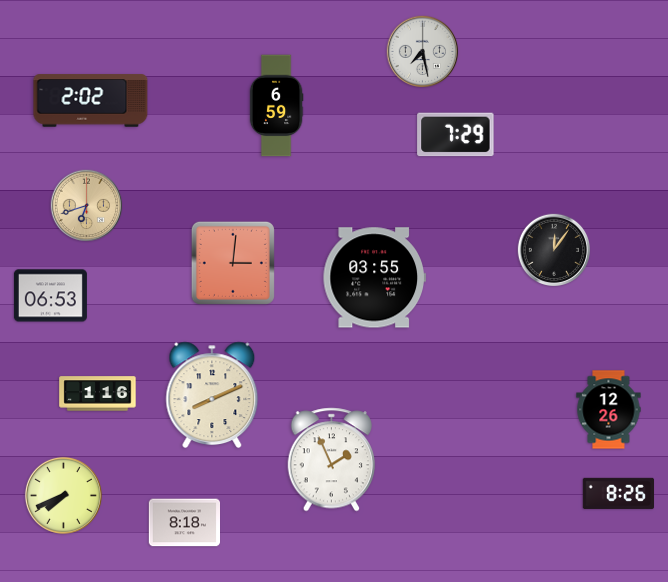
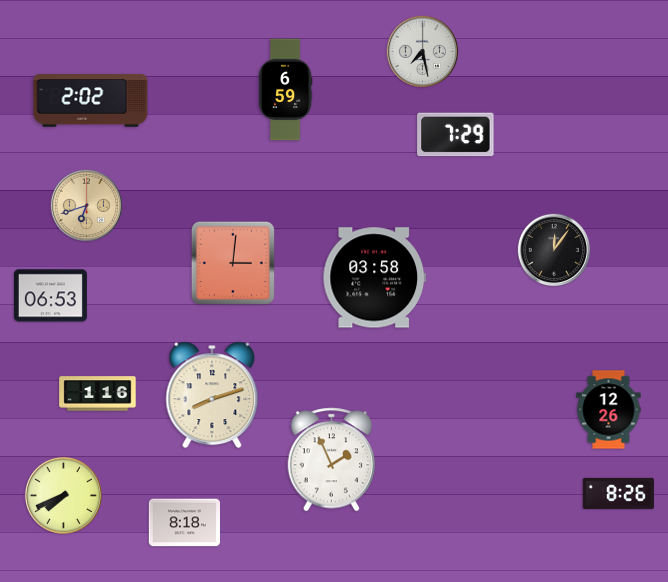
clock at (276, 106) position: (276, 106) -> (285, 90)
clock at (374, 278): 03:55 -> 03:58
clock at (212, 395): 8:11 -> 8:12
